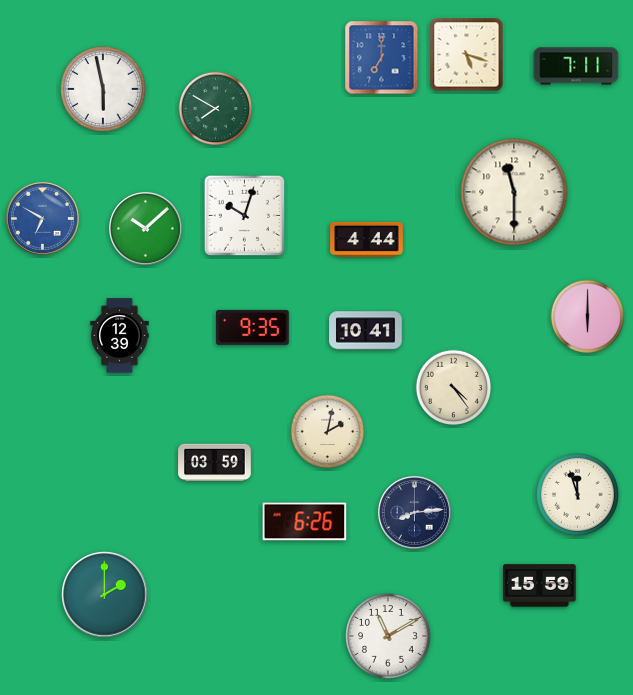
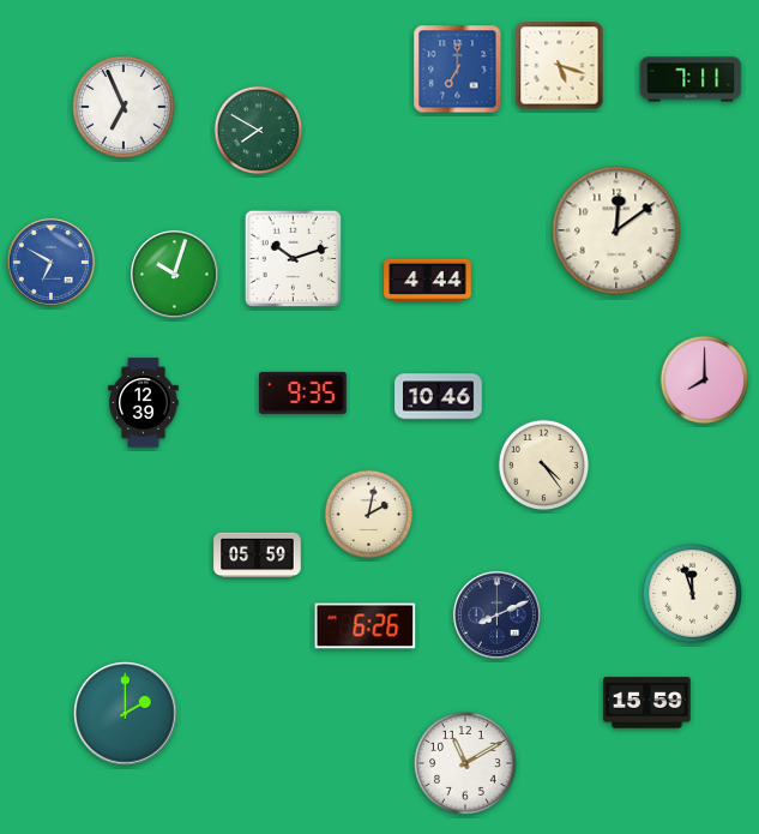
clock at (104, 90): 5:58 -> 6:56
clock at (514, 192): 11:30 -> 12:09
clock at (244, 215): 10:03 -> 10:12
clock at (145, 228): 10:08 -> 10:03
clock at (367, 239) position: (367, 239) -> (428, 280)
clock at (588, 317): 6:00 -> 8:00
clock at (366, 331): 10:41 -> 10:46
clock at (328, 432) position: (328, 432) -> (369, 515)
clock at (215, 463): 03:59 -> 05:59
clock at (414, 512): 8:14 -> 8:11
